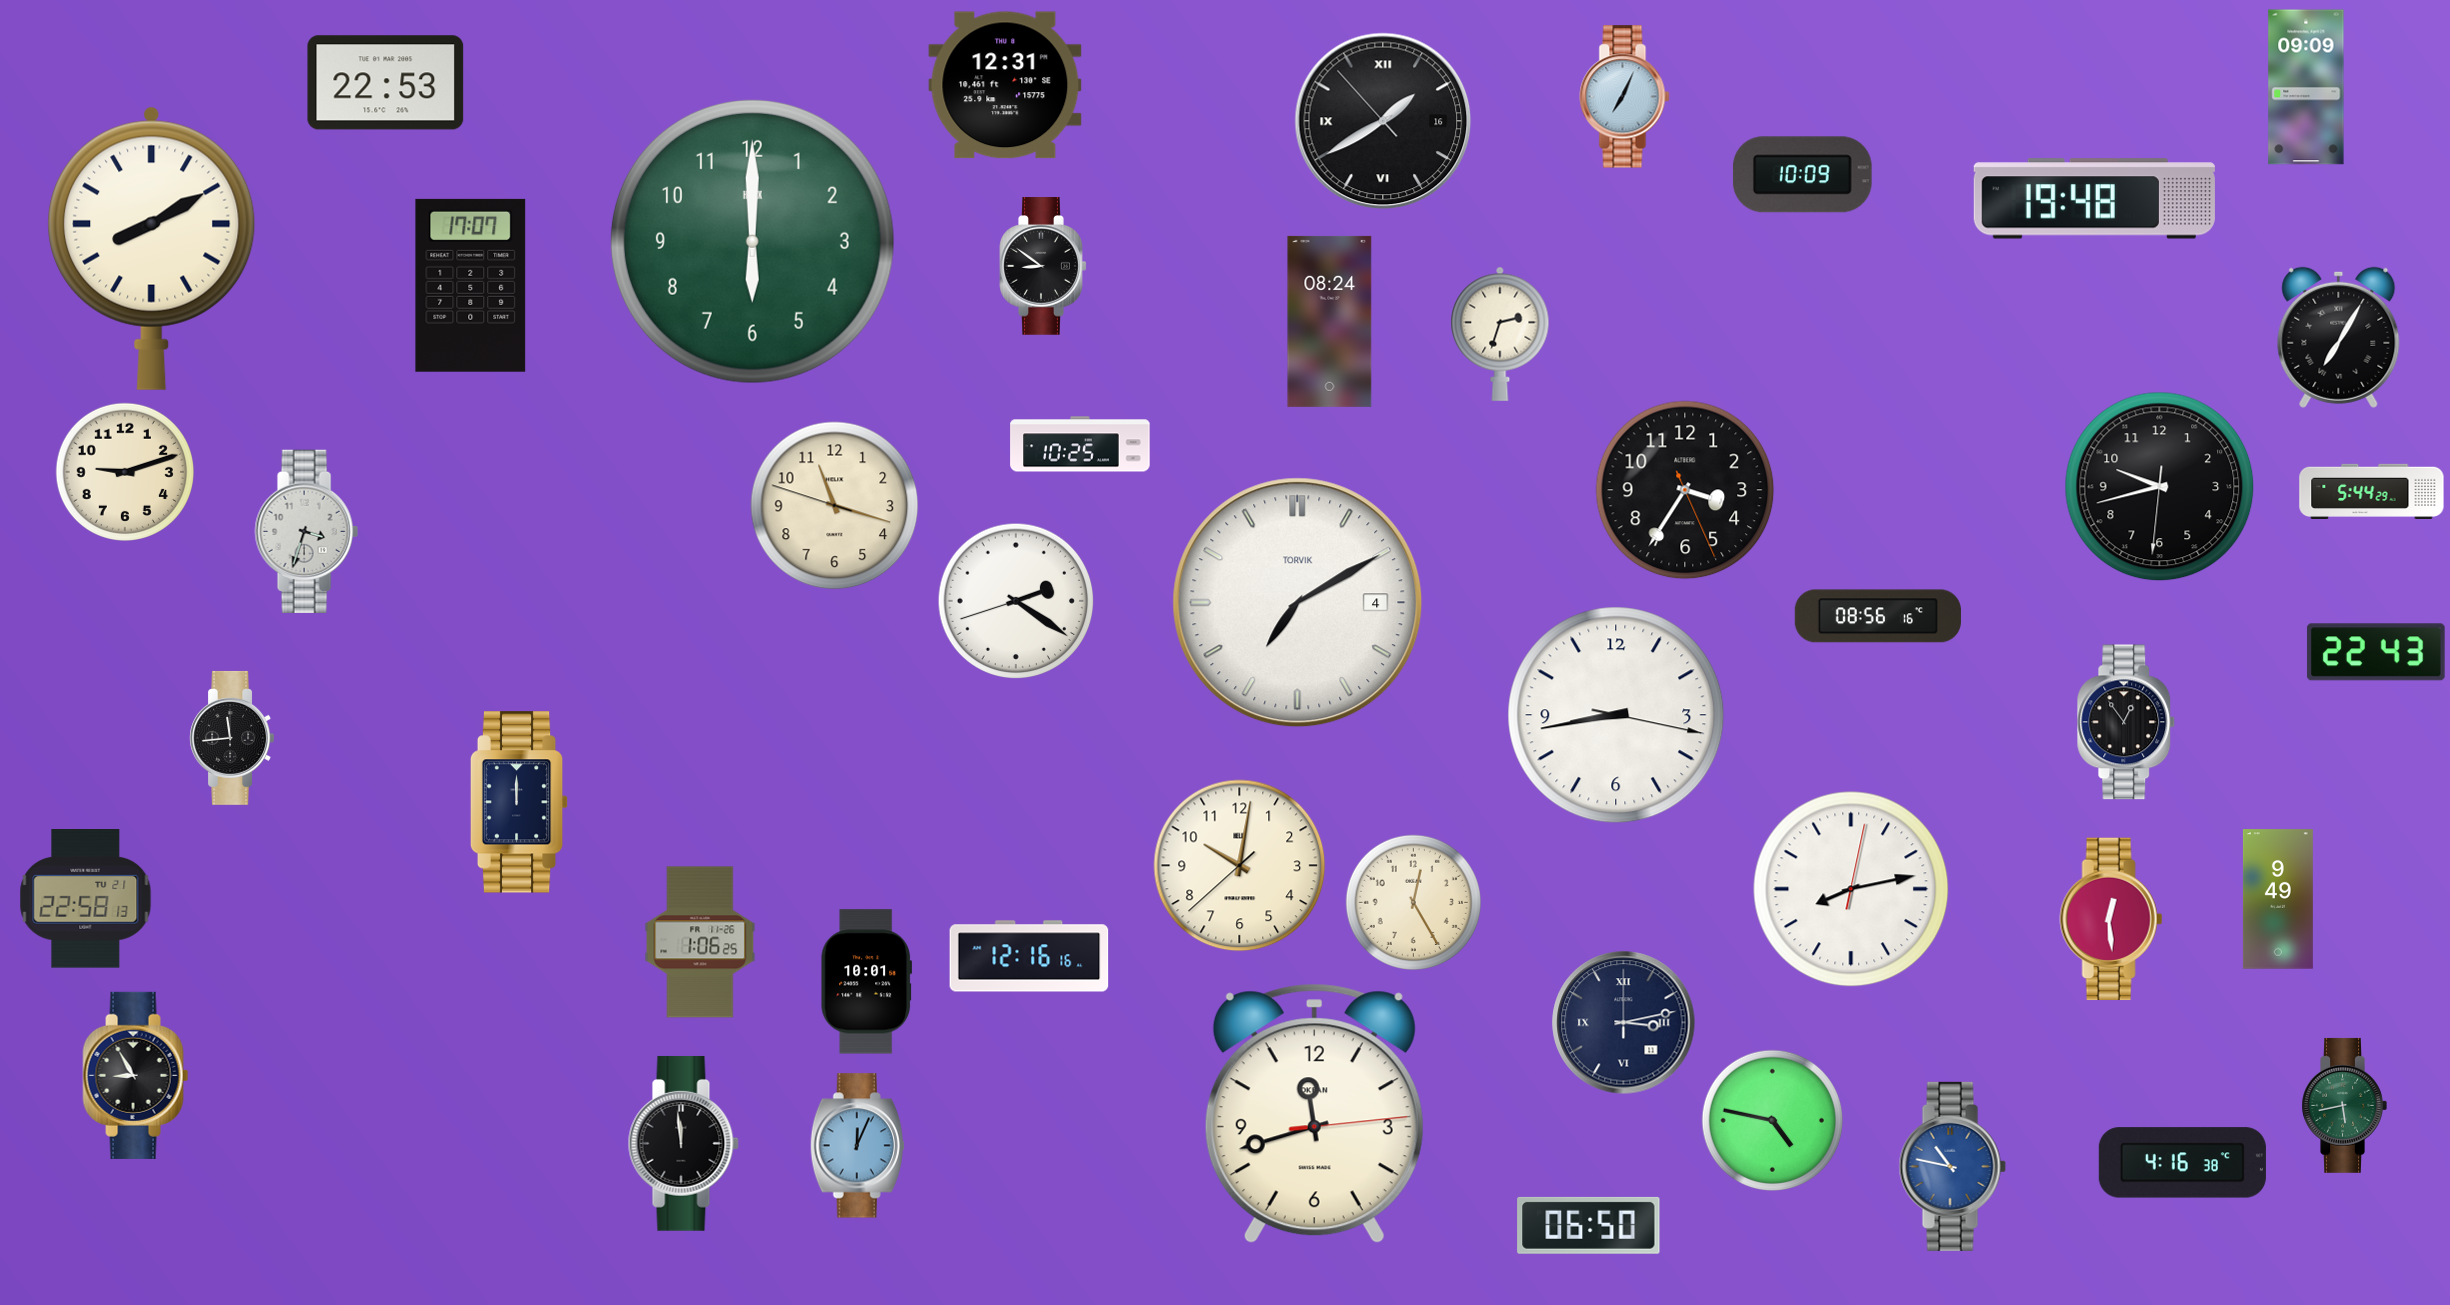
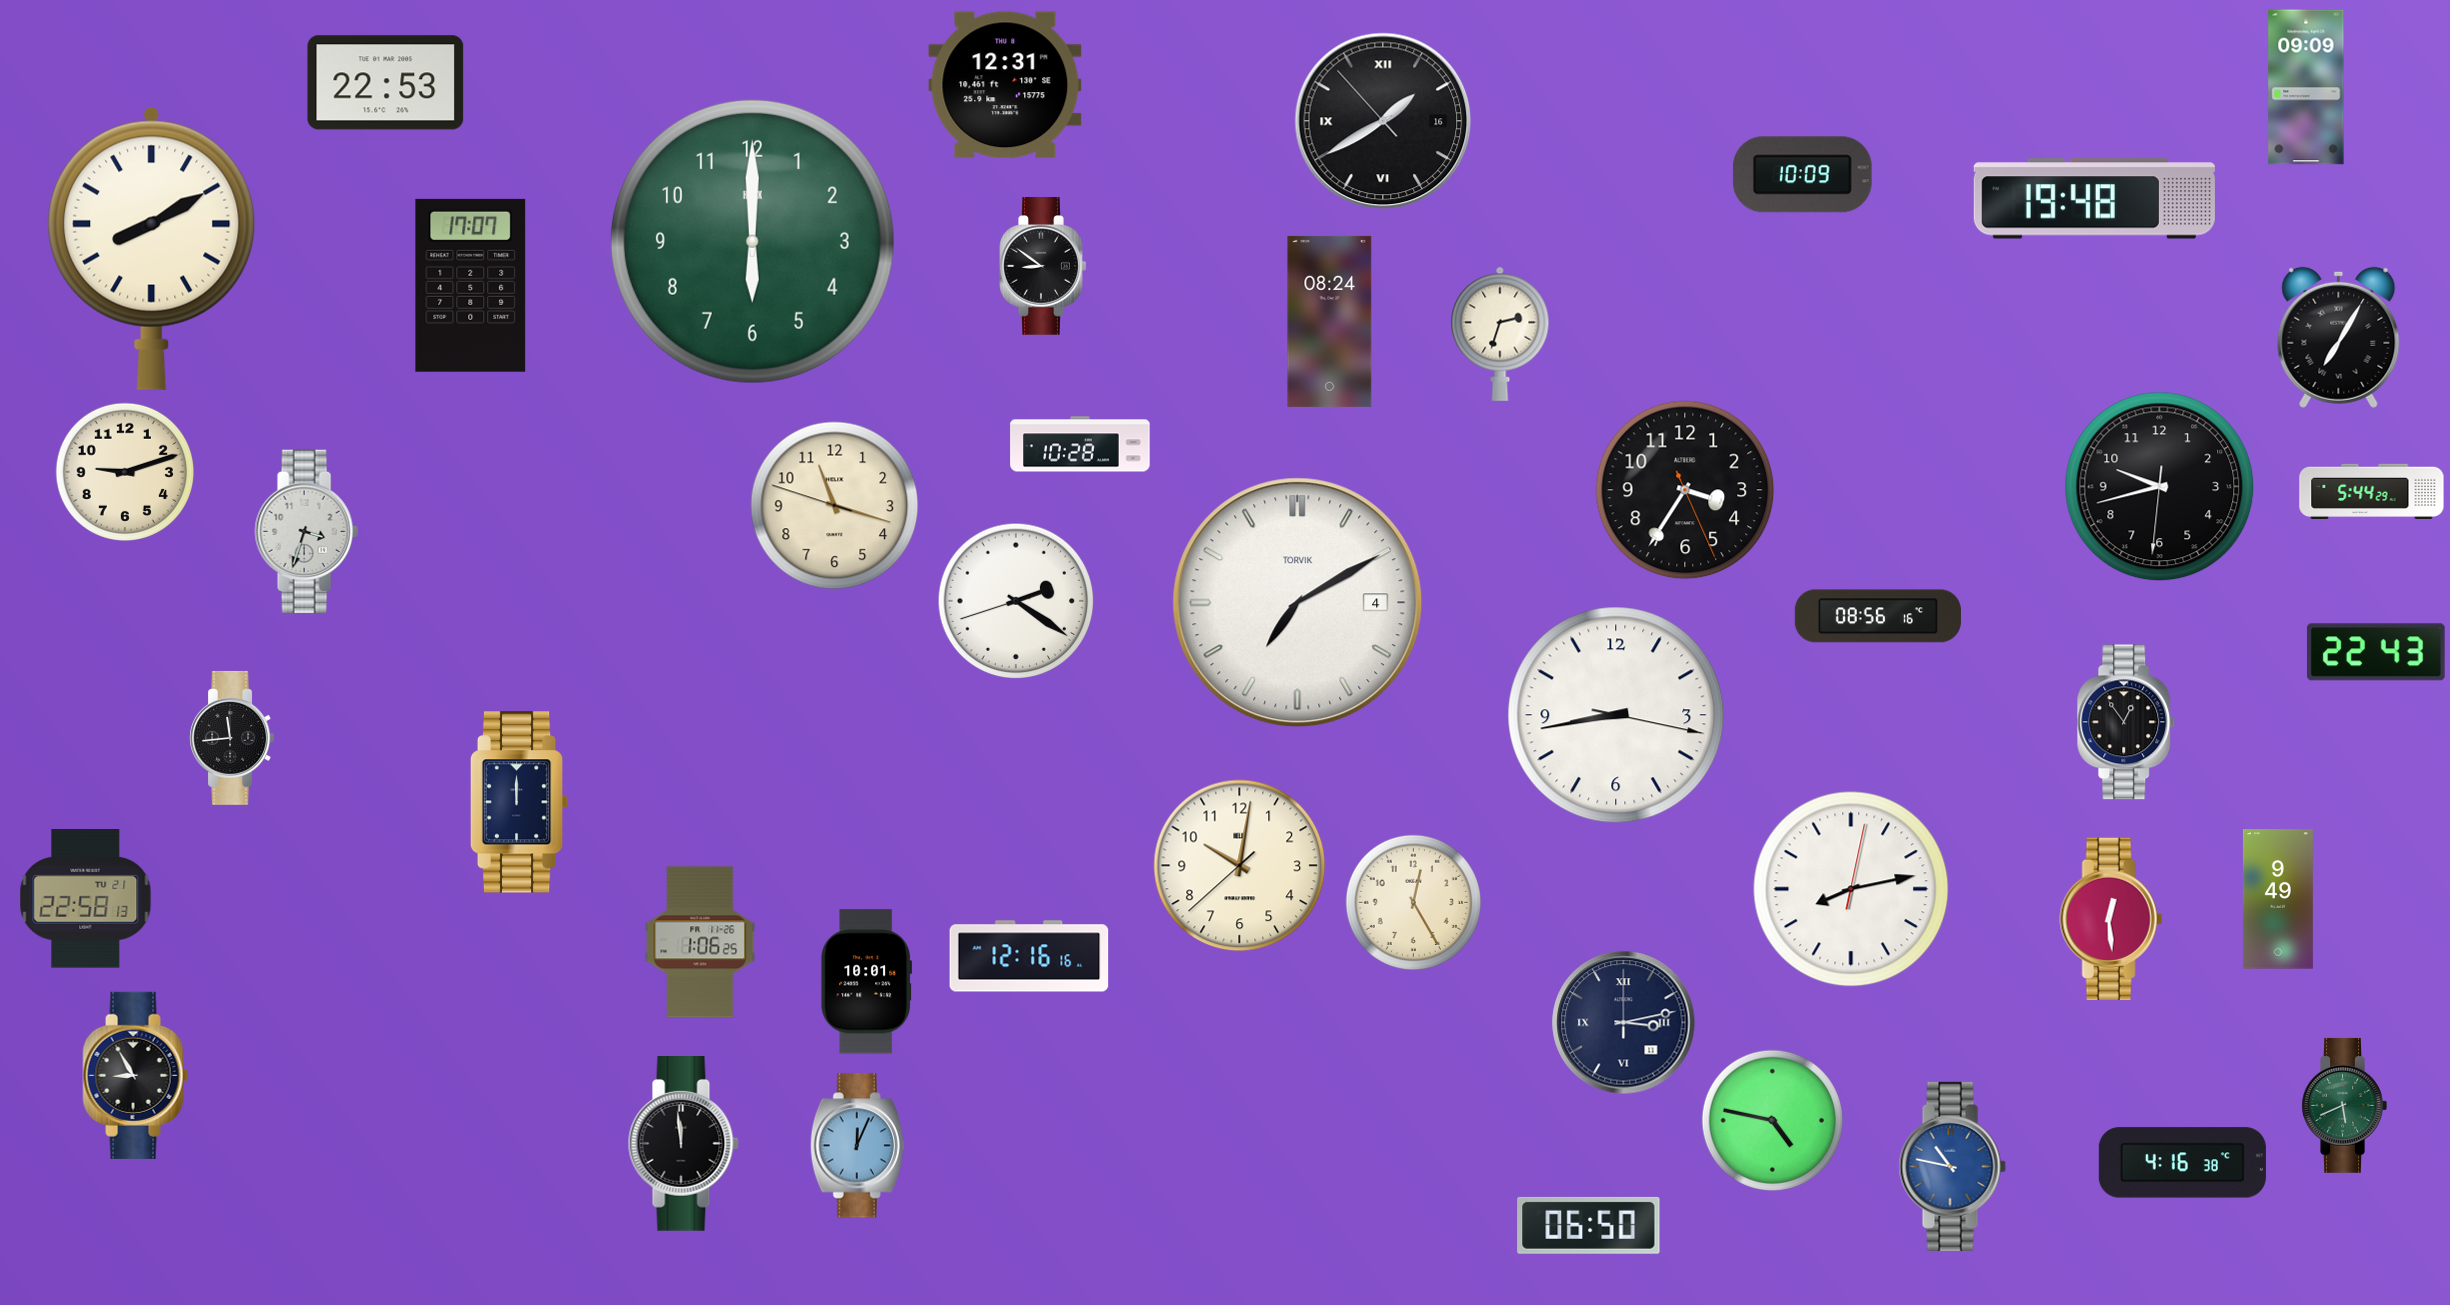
clock at (1625, 97): 7:04 -> none
clock at (1080, 444): 10:25 -> 10:28
clock at (2344, 1105): 5:43 -> 5:41
clock at (1314, 1114): 11:42 -> none
